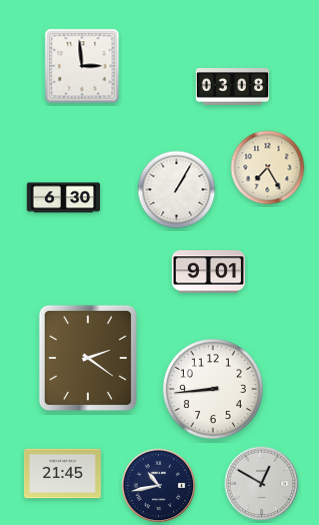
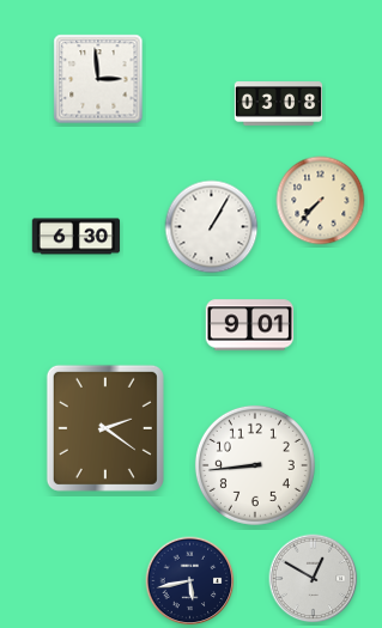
clock at (268, 168): 7:25 -> 7:37
clock at (62, 474): 21:45 -> none
clock at (159, 486): 10:43 -> 5:43
